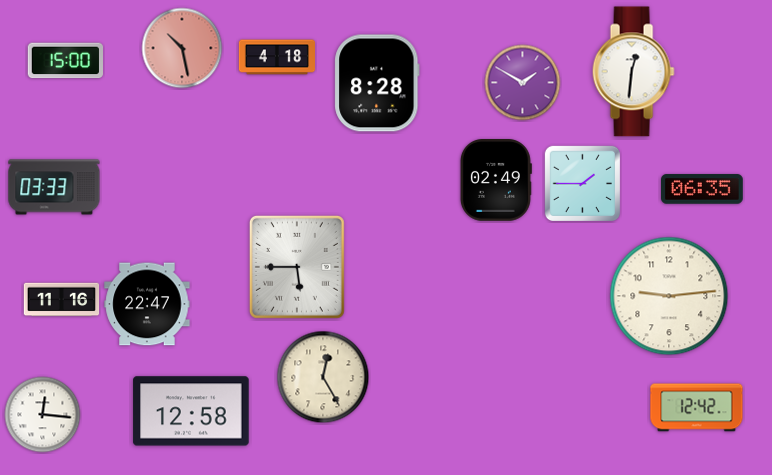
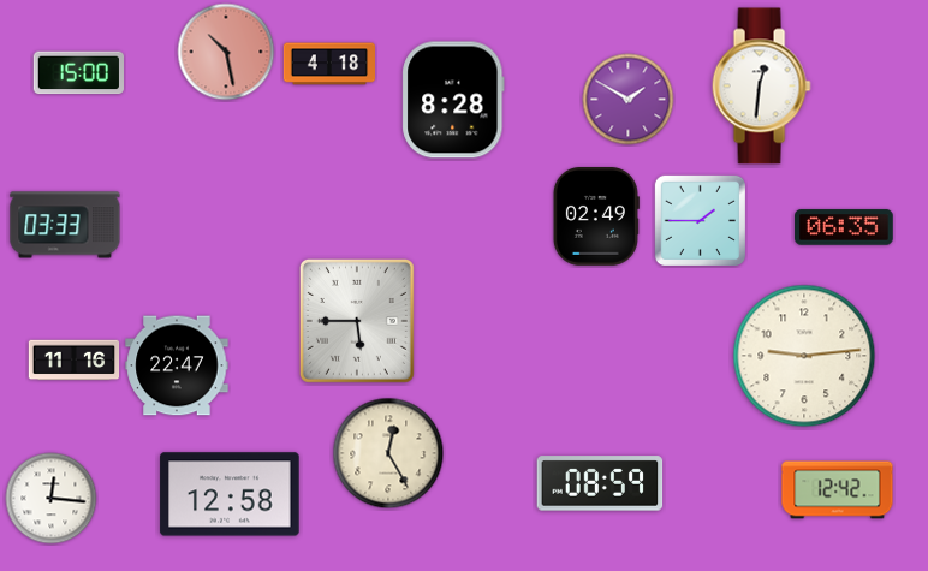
clock at (182, 48) position: (182, 48) -> (226, 52)
clock at (276, 57) position: (276, 57) -> (328, 64)
clock at (600, 483): none -> 08:59
